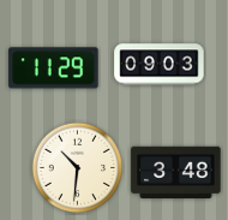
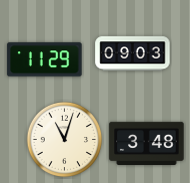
clock at (54, 69) position: (54, 69) -> (45, 60)
clock at (78, 168): 10:31 -> 11:03
